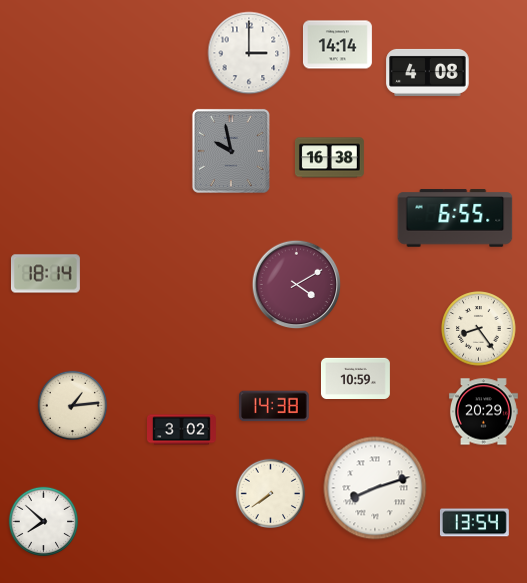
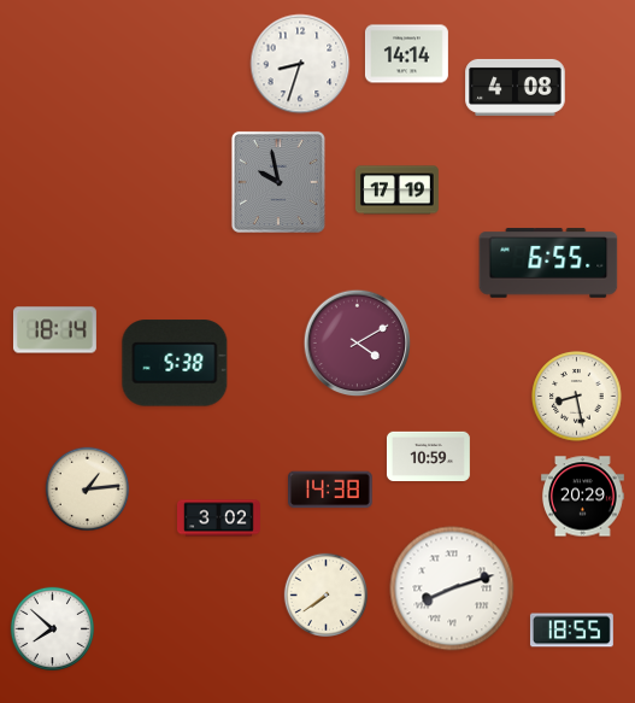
clock at (249, 53): 3:00 -> 8:33
clock at (329, 158): 16:38 -> 17:19
clock at (175, 363): none -> 5:38
clock at (479, 329): 8:24 -> 8:28
clock at (474, 523): 13:54 -> 18:55
